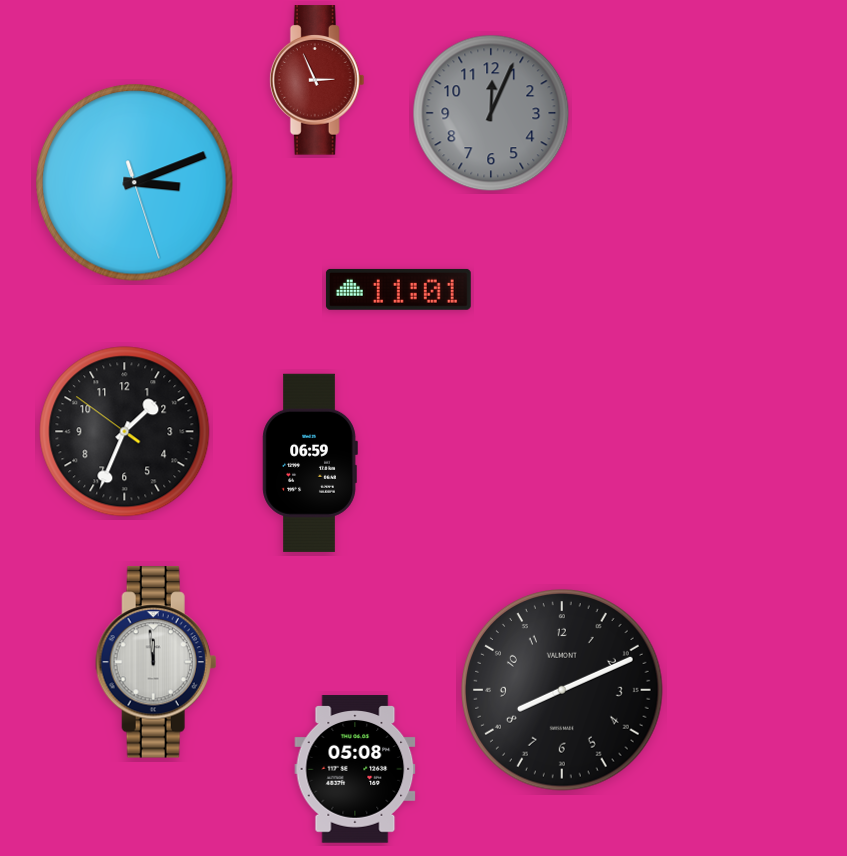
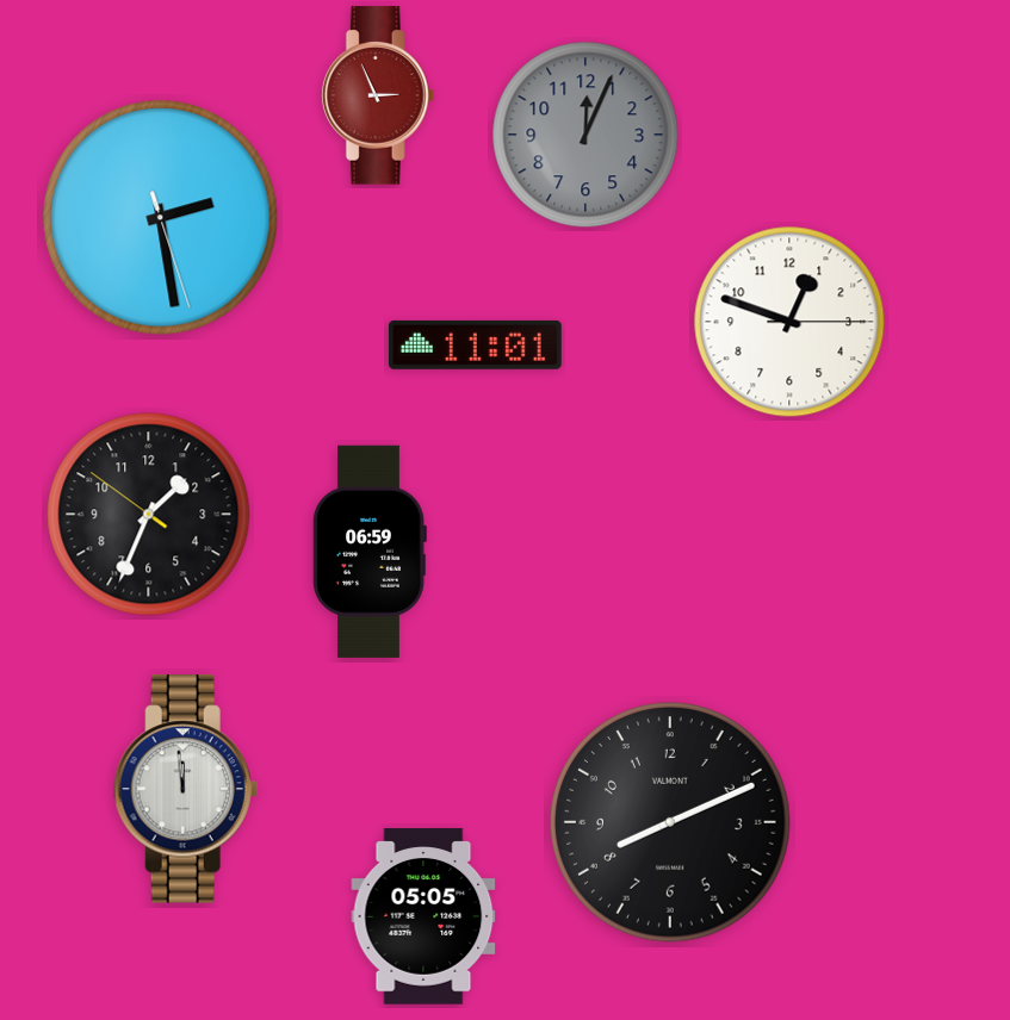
clock at (135, 183): 3:11 -> 2:28
clock at (789, 322): none -> 12:48
clock at (355, 769): 05:08 -> 05:05
